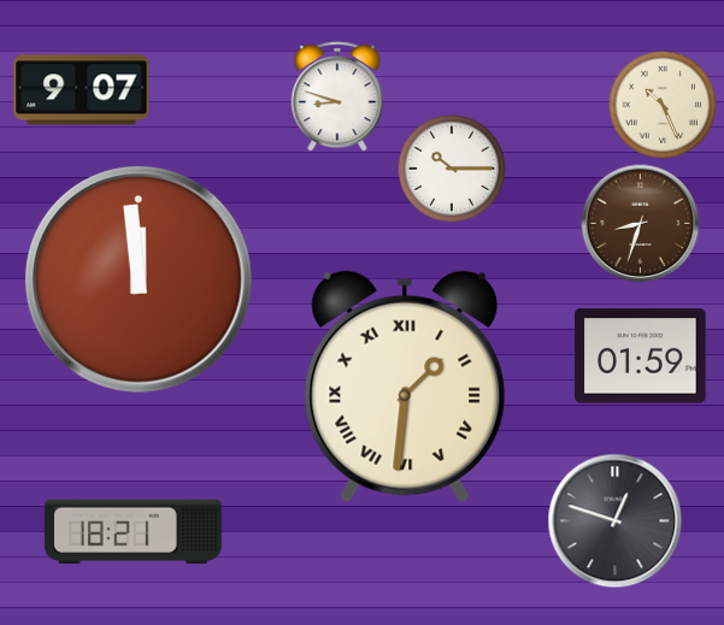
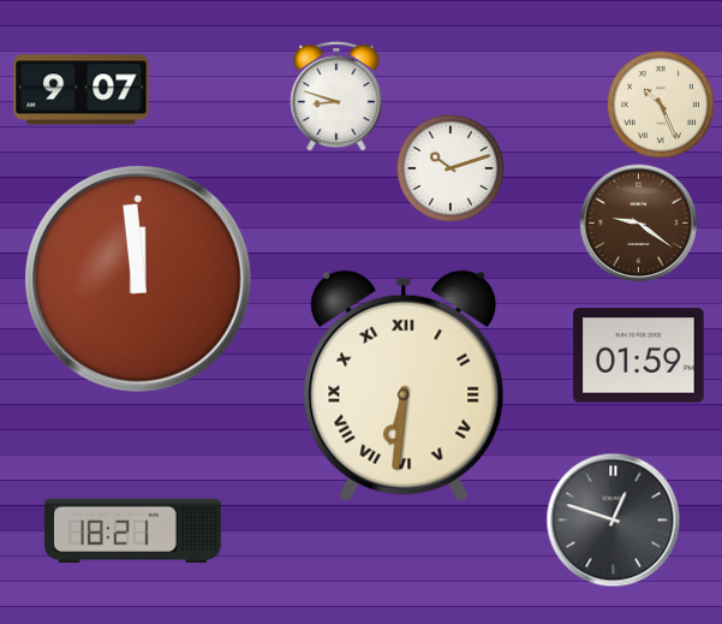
clock at (452, 169): 10:15 -> 10:12
clock at (641, 224): 8:33 -> 9:21
clock at (405, 387): 1:31 -> 6:31
